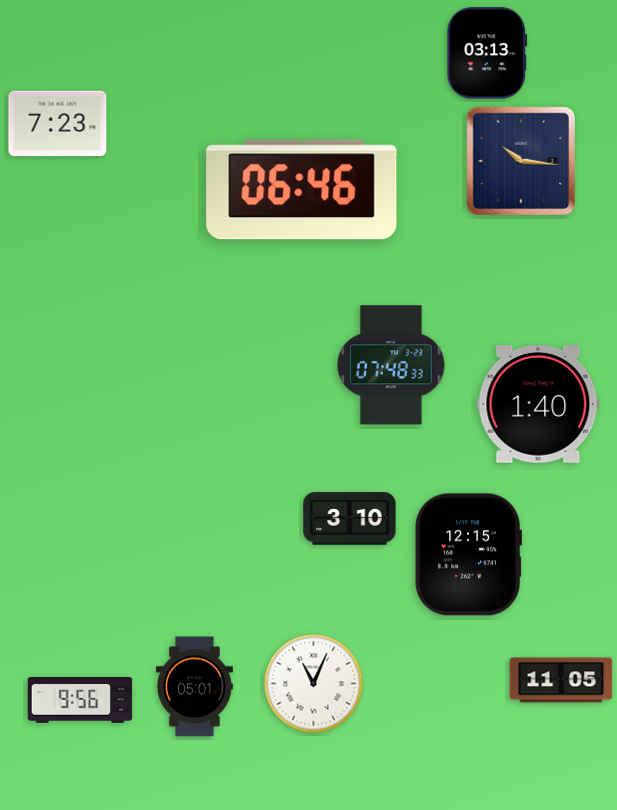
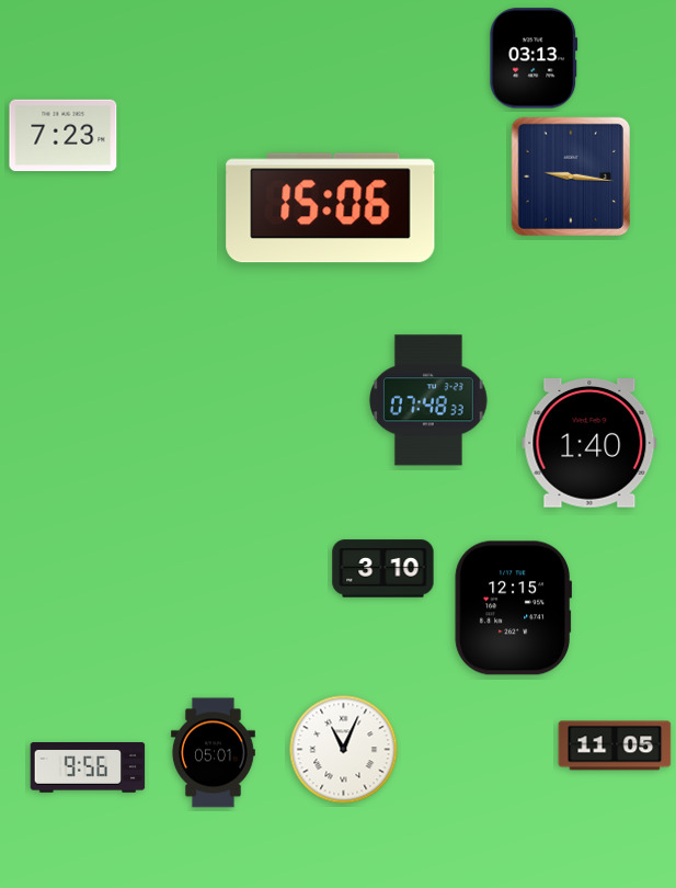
clock at (520, 160): 10:16 -> 9:16
clock at (302, 190): 06:46 -> 15:06
